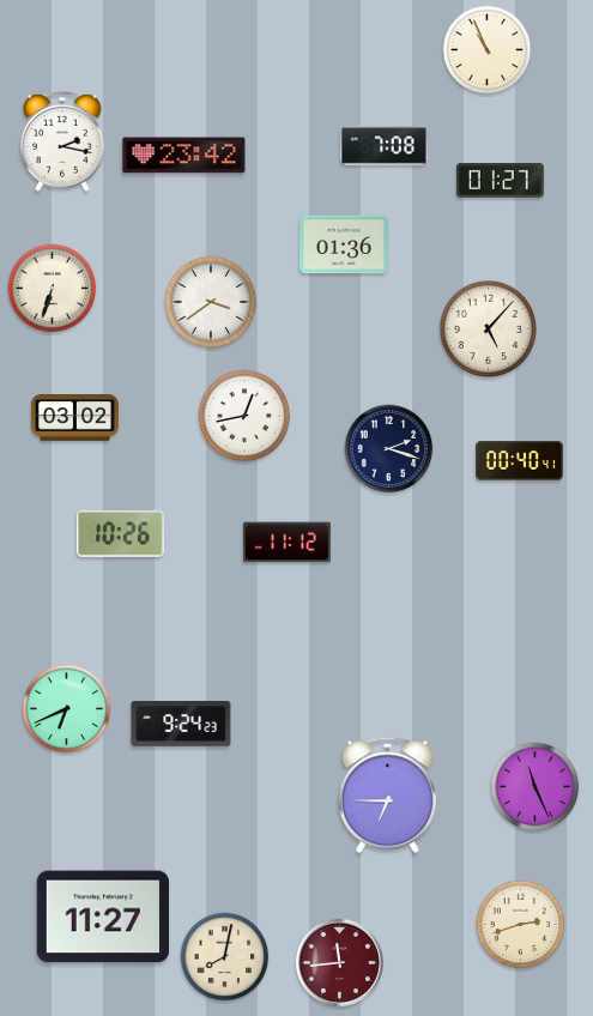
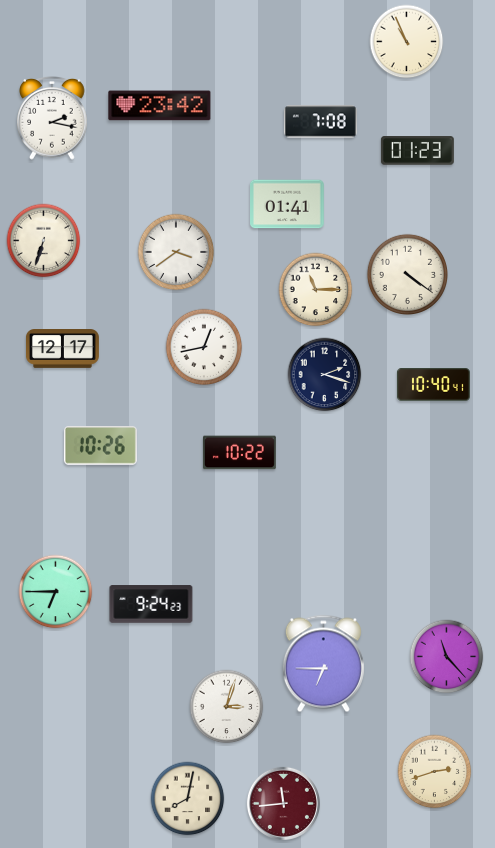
clock at (184, 156) position: (184, 156) -> (160, 106)
clock at (500, 181): 01:27 -> 01:23
clock at (345, 244): 01:36 -> 01:41
clock at (488, 328): 5:07 -> 4:21
clock at (316, 290): none -> 11:15
clock at (75, 418): 03:02 -> 12:17
clock at (519, 461): 00:40 -> 10:40
clock at (286, 543): 11:12 -> 10:22
clock at (67, 709): 6:41 -> 6:45
clock at (535, 787): 11:26 -> 11:23
clock at (227, 707): none -> 3:03
clock at (102, 917): 11:27 -> none
